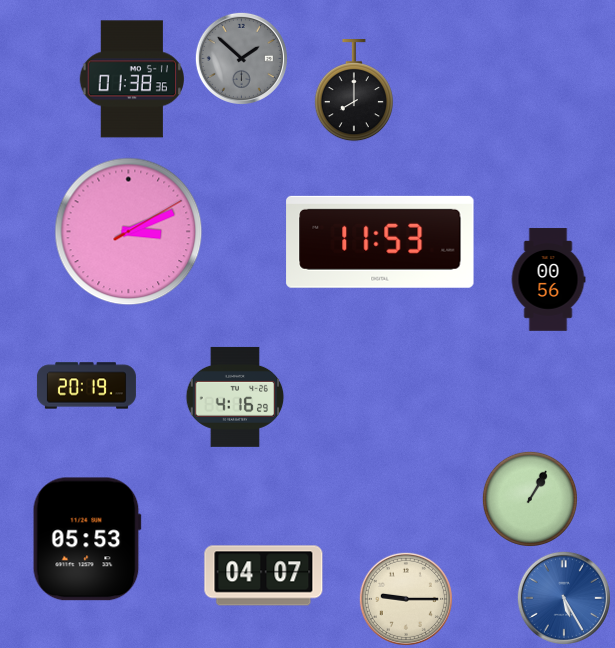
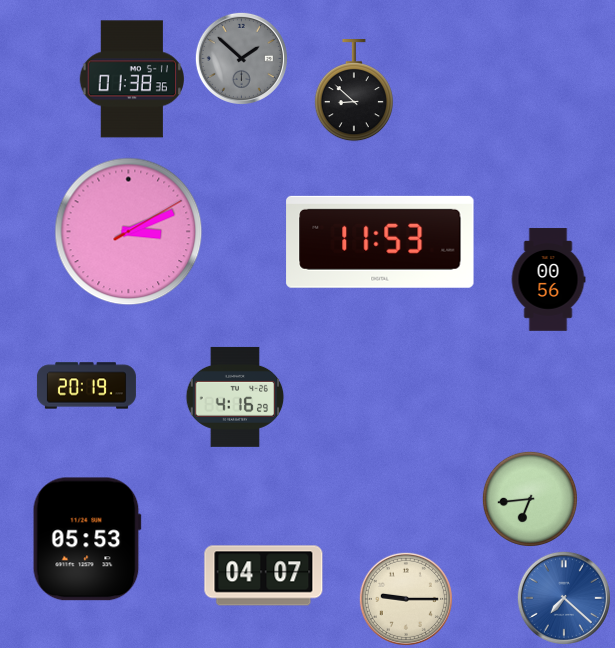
clock at (354, 91): 8:00 -> 8:52
clock at (530, 499): 1:05 -> 6:44
clock at (564, 598): 5:25 -> 7:22
